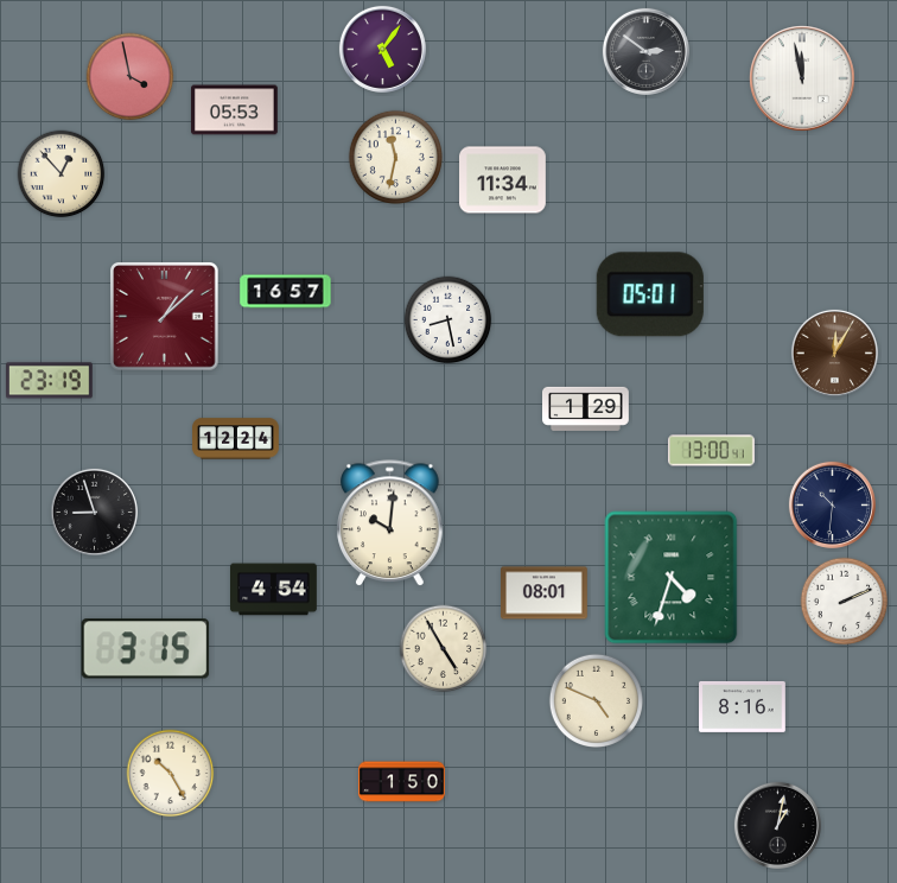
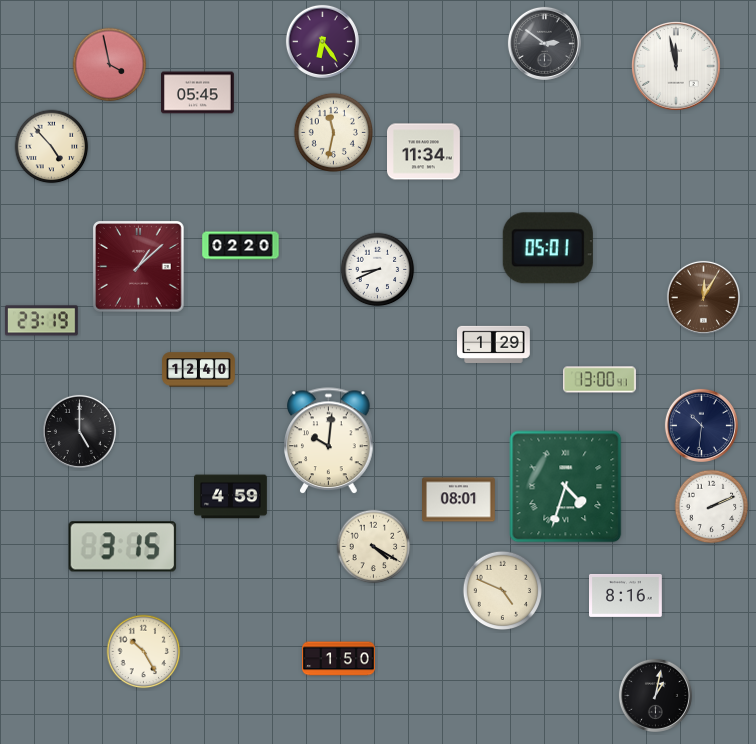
clock at (382, 49): 5:06 -> 6:24
clock at (235, 110): 05:53 -> 05:45
clock at (62, 174): 12:53 -> 4:53
clock at (286, 292): 16:57 -> 02:20
clock at (448, 320): 8:28 -> 8:41
clock at (236, 439): 12:24 -> 12:40
clock at (94, 512): 8:57 -> 5:00
clock at (274, 590): 4:54 -> 4:59
clock at (444, 649): 4:55 -> 4:20
